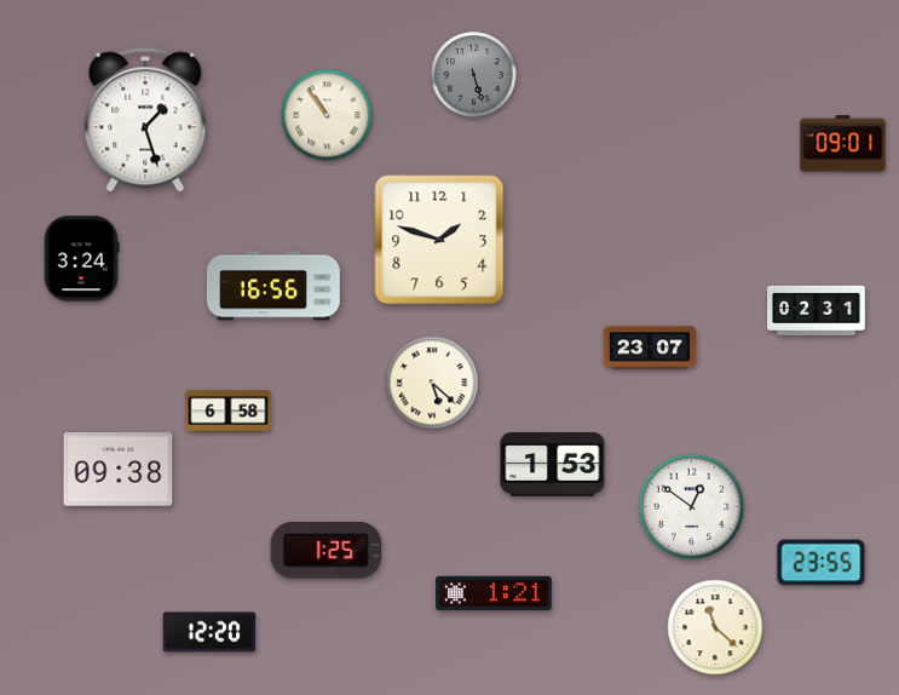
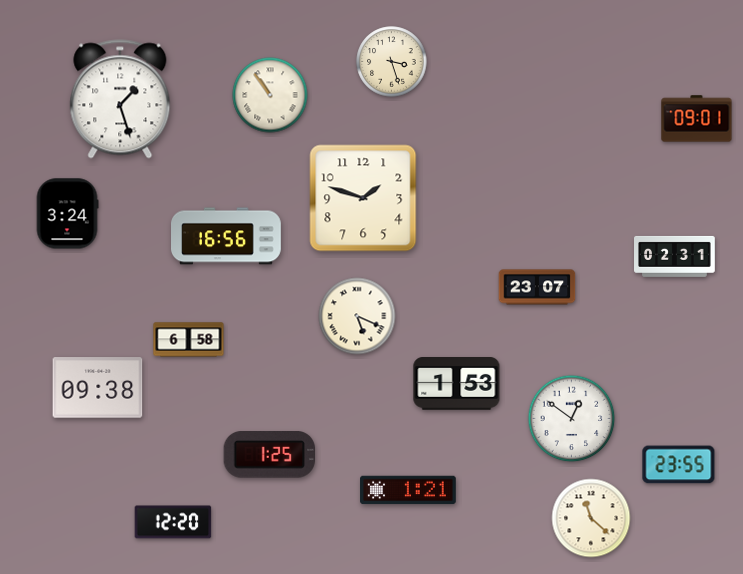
clock at (474, 75): 5:27 -> 3:27
clock at (474, 75) dial: grey -> cream
clock at (432, 383): 5:22 -> 5:19
